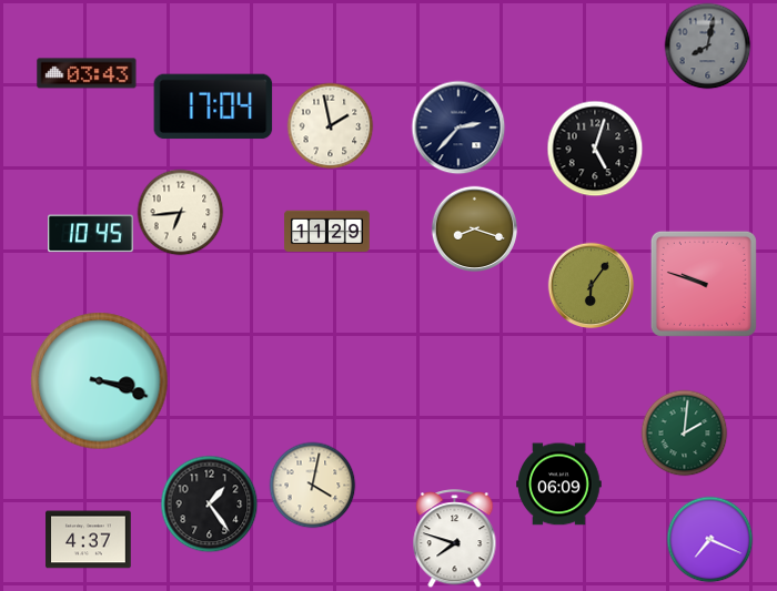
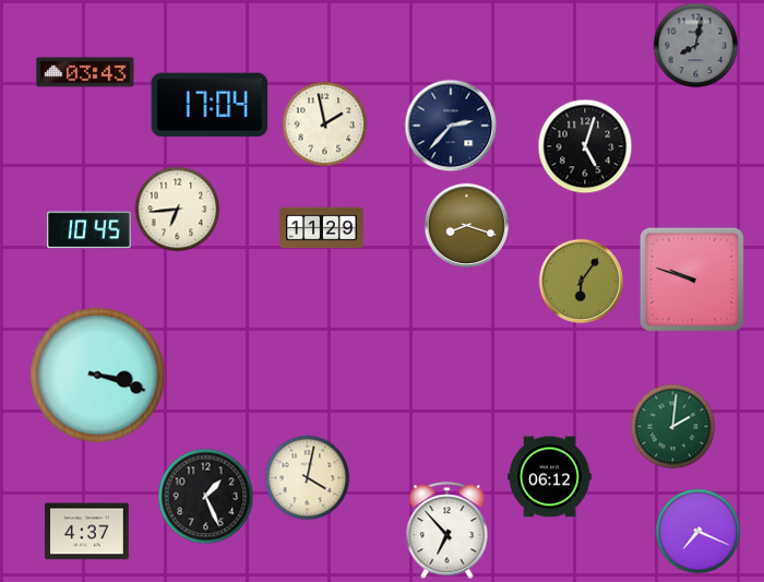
clock at (559, 485): 06:09 -> 06:12
clock at (209, 503): 1:24 -> 1:26
clock at (455, 539): 7:48 -> 6:53
